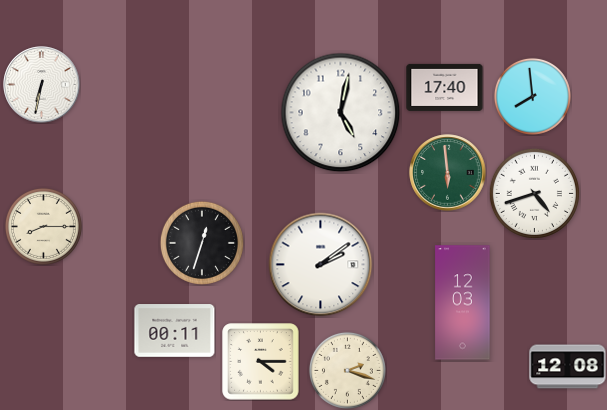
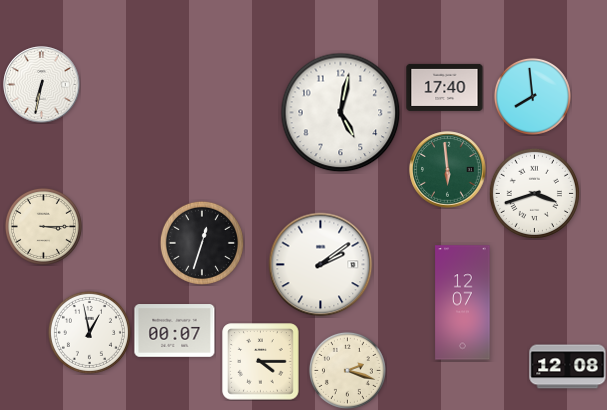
clock at (448, 173) position: (448, 173) -> (448, 170)
clock at (534, 193): 4:42 -> 3:42
clock at (43, 226): 8:15 -> 3:15
clock at (463, 303): 12:03 -> 12:07
clock at (175, 331): 00:11 -> 00:07
clock at (89, 332): none -> 12:58
